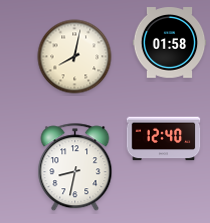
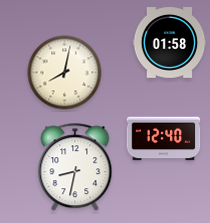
clock at (75, 57) position: (75, 57) -> (65, 73)
